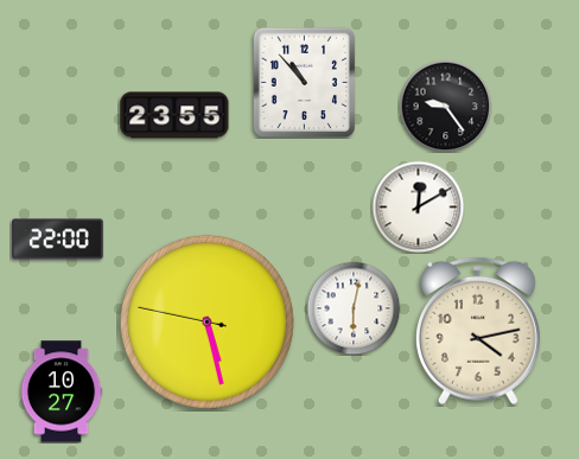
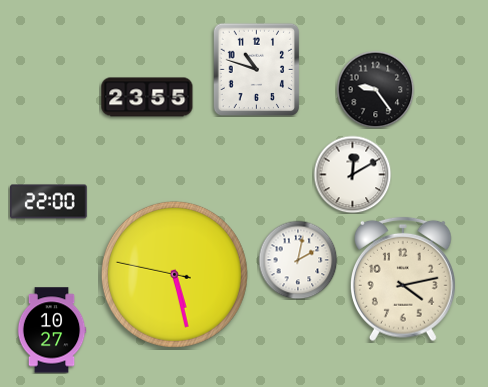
clock at (305, 82): 10:53 -> 10:48
clock at (354, 308): 6:02 -> 2:02
clock at (206, 321) position: (206, 321) -> (174, 274)
